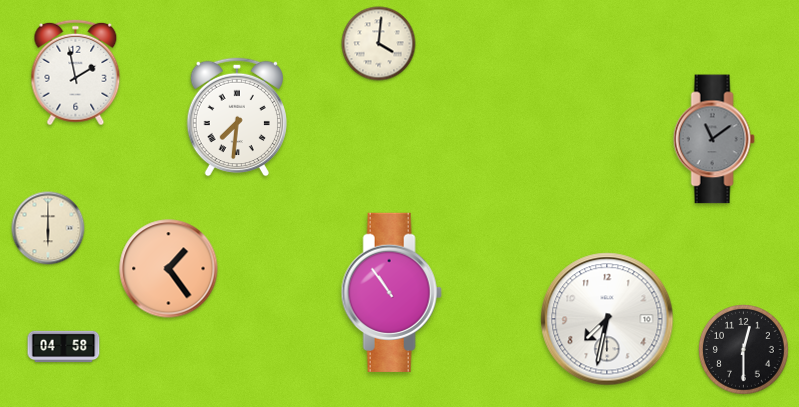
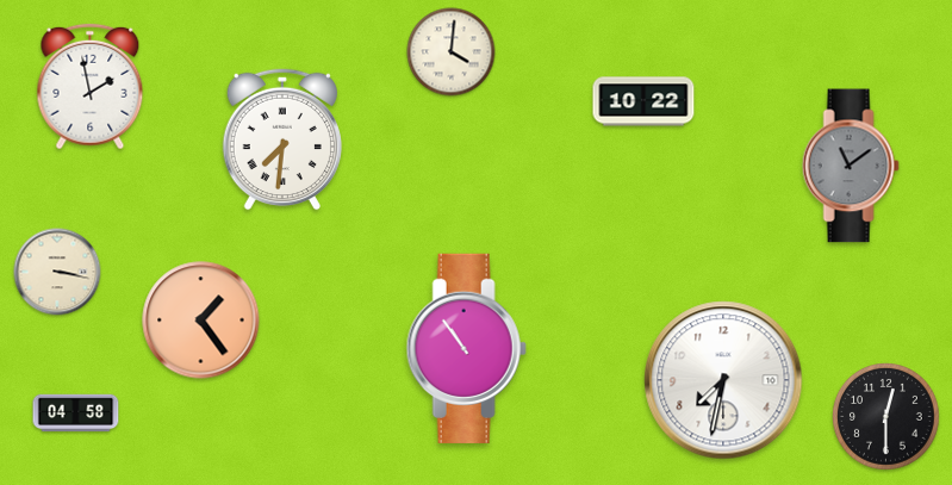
clock at (643, 101): none -> 10:22
clock at (48, 228): 6:00 -> 3:17
